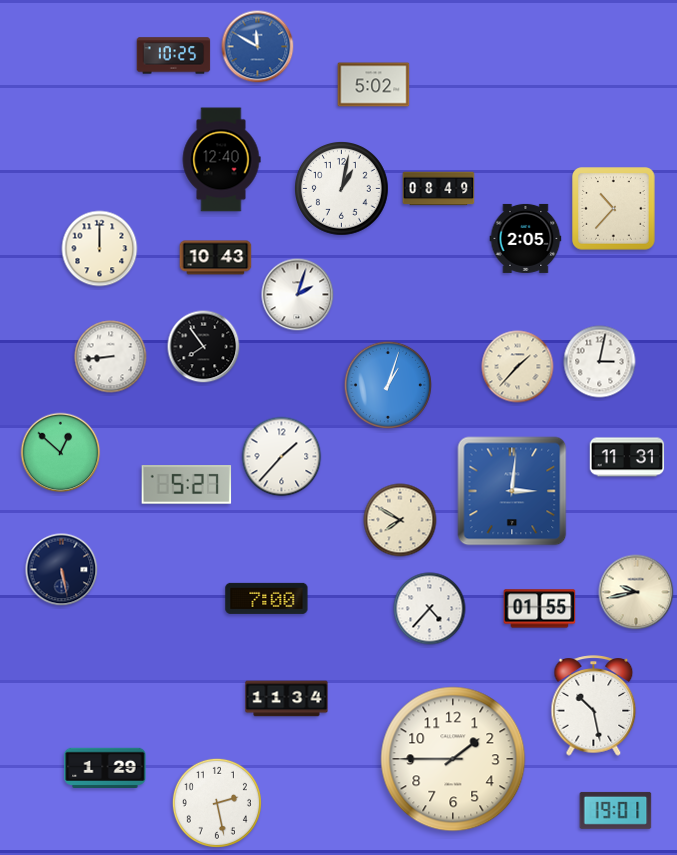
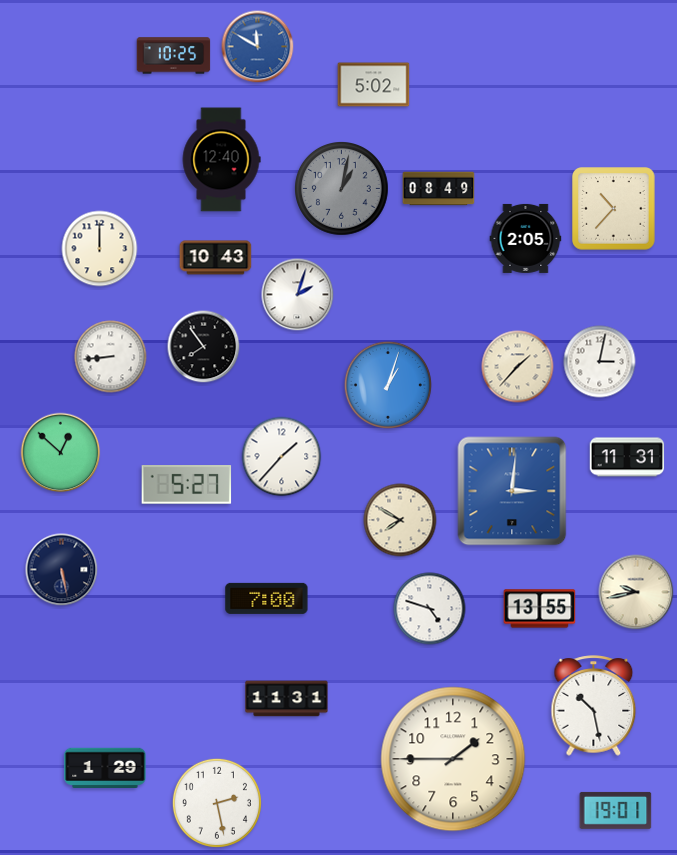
clock at (342, 189) dial: white -> grey
clock at (430, 609): 4:37 -> 4:48
clock at (540, 609): 01:55 -> 13:55
clock at (287, 699): 11:34 -> 11:31
